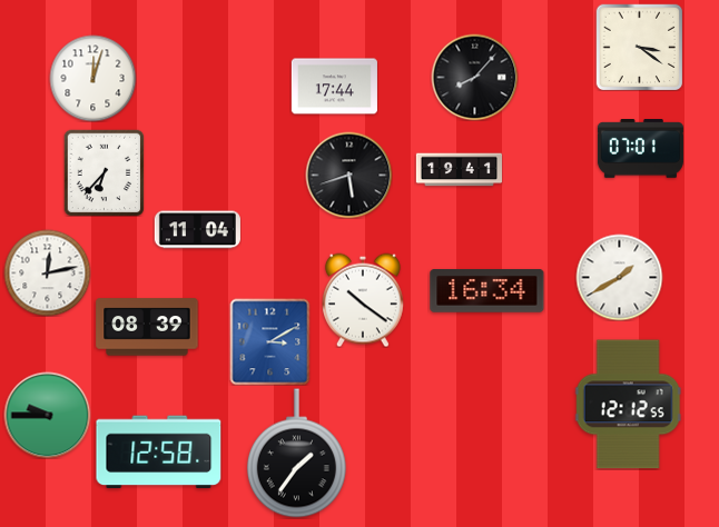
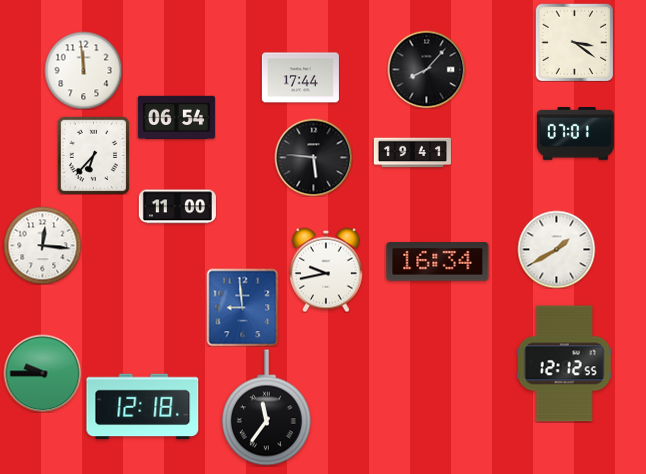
clock at (92, 78): 12:03 -> 11:59
clock at (176, 118): none -> 06:54
clock at (348, 175): 5:42 -> 5:46
clock at (197, 230): 11:04 -> 11:00
clock at (47, 272): 12:13 -> 12:16
clock at (363, 300): 10:21 -> 9:43
clock at (147, 327): 08:39 -> none
clock at (270, 341): 3:10 -> 8:59
clock at (159, 453): 12:58 -> 12:18
clock at (296, 454): 1:36 -> 11:36
